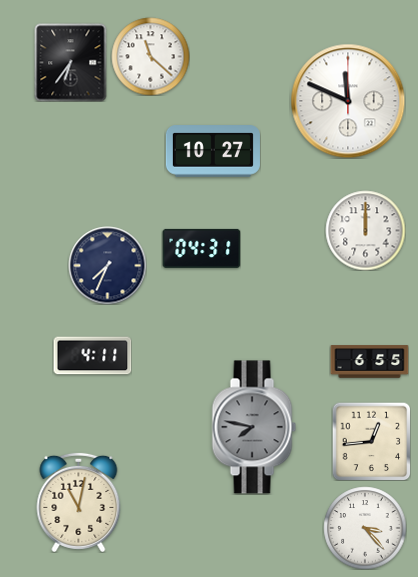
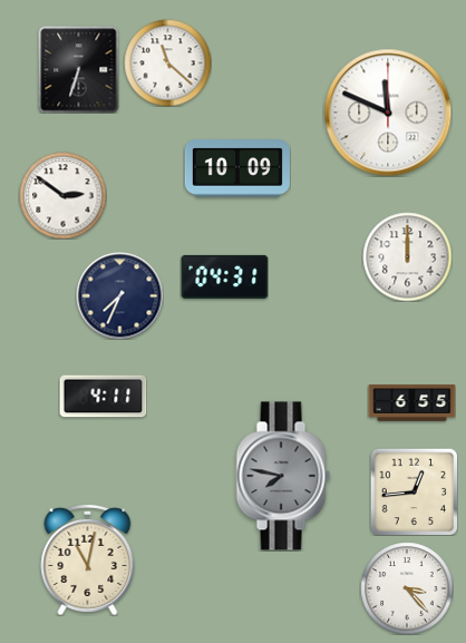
clock at (71, 62): 6:36 -> 6:33
clock at (213, 151): 10:27 -> 10:09
clock at (62, 195): none -> 2:51
